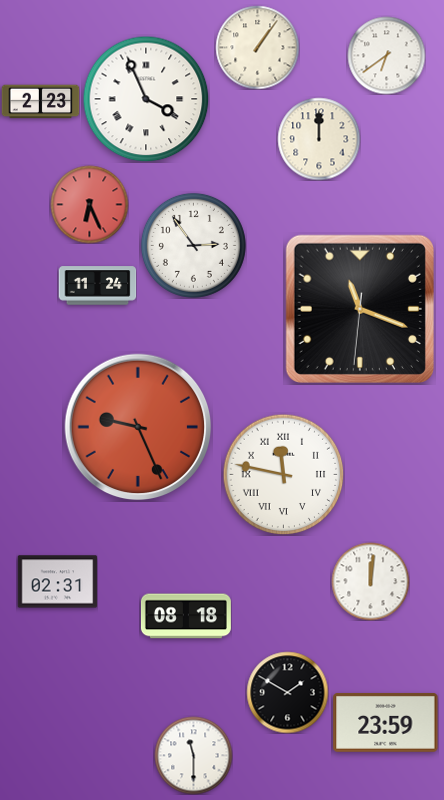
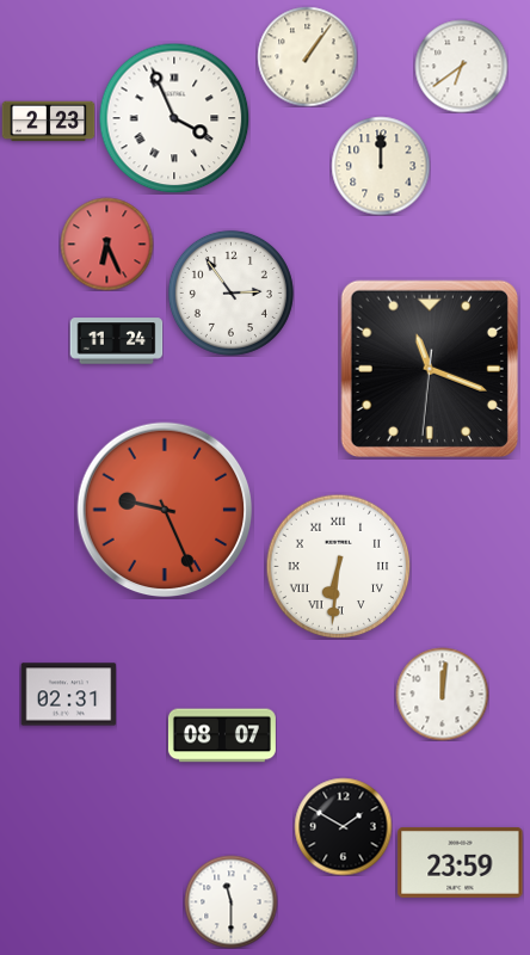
clock at (283, 474): 11:47 -> 6:31
clock at (186, 616): 08:18 -> 08:07
